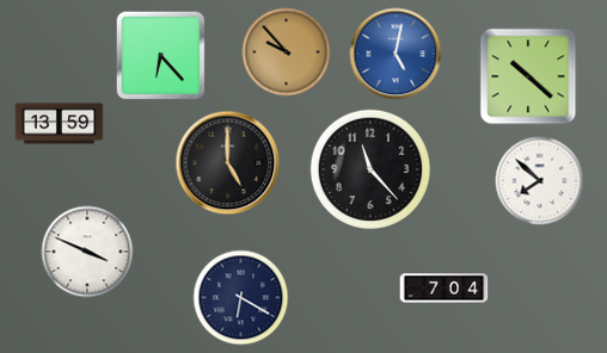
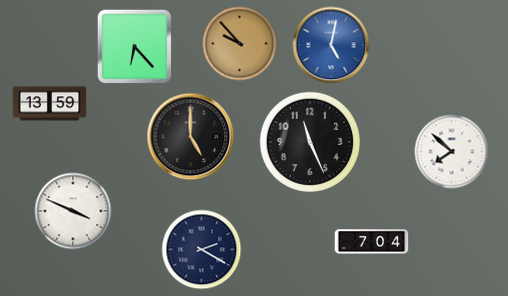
clock at (528, 76): 10:22 -> none
clock at (370, 169): 11:23 -> 11:26
clock at (241, 298): 6:20 -> 2:20
